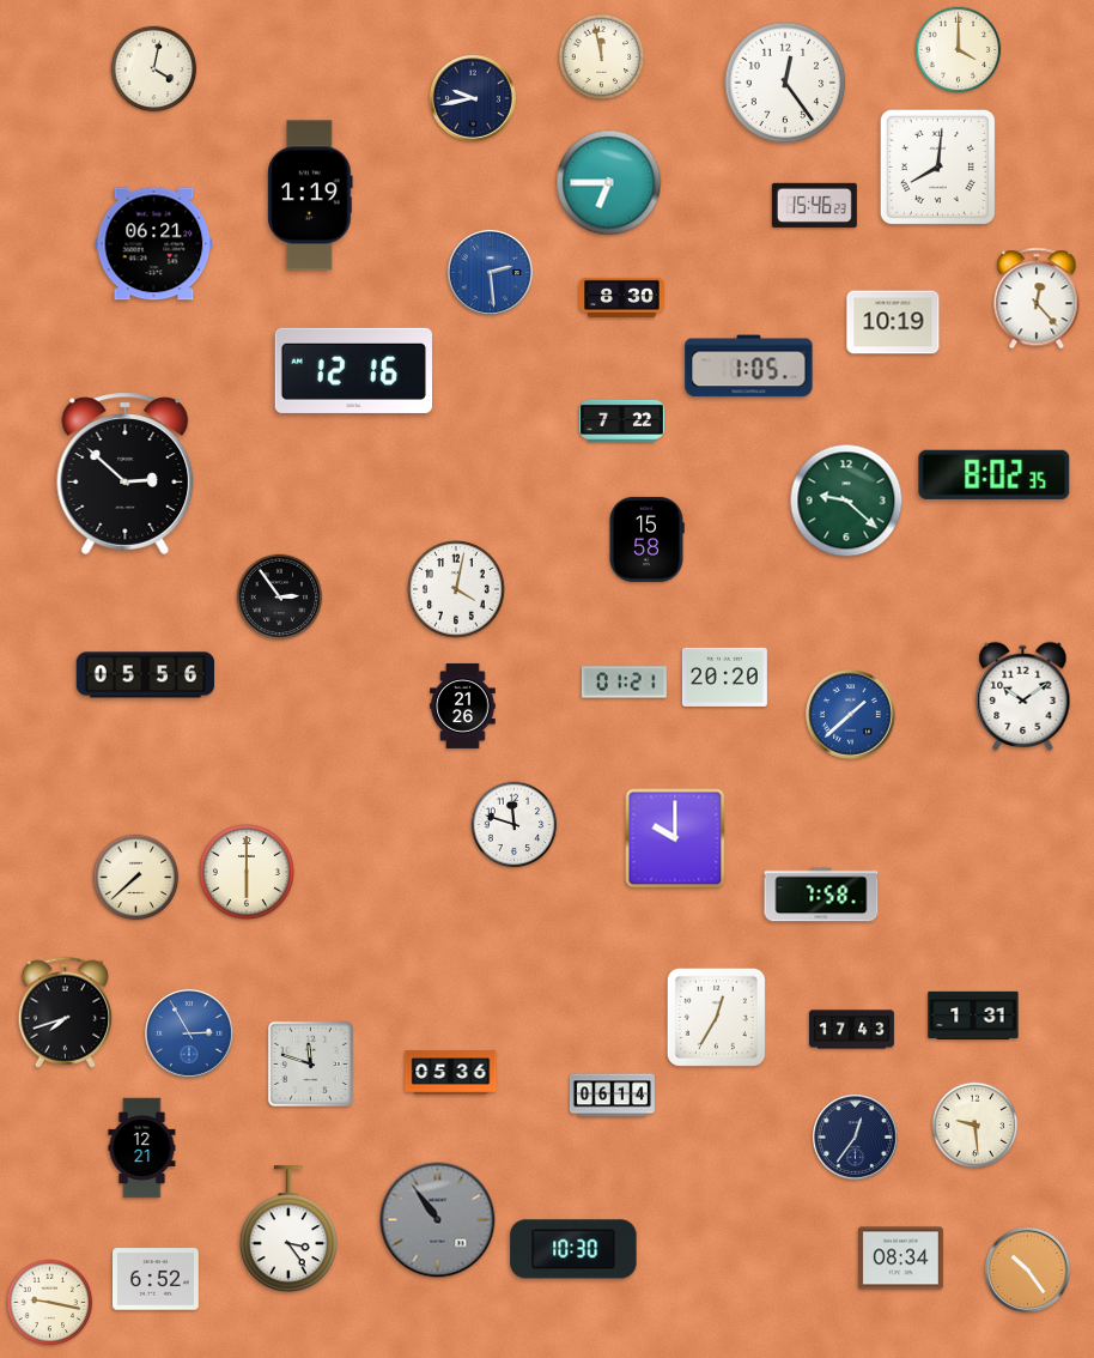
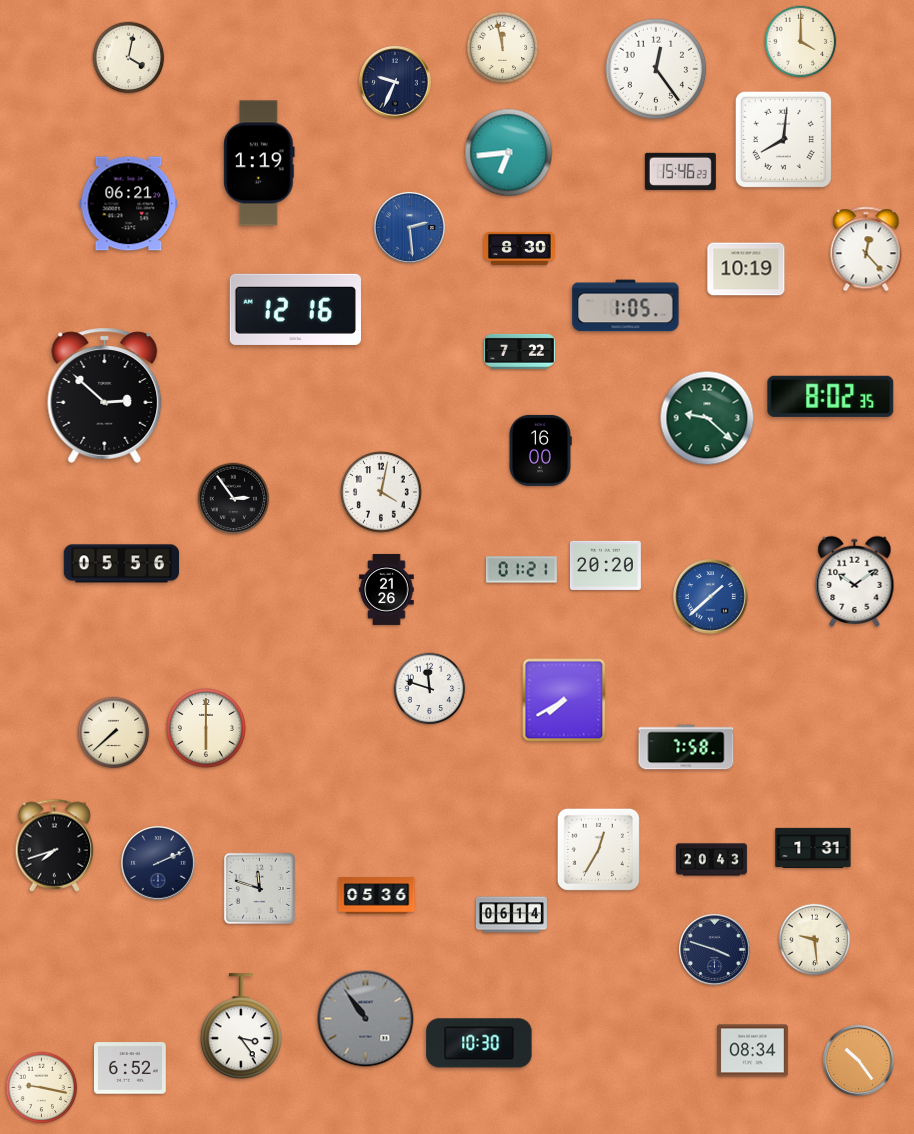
clock at (473, 98): 9:43 -> 9:34
clock at (609, 183): 6:45 -> 6:44
clock at (646, 539): 15:58 -> 16:00
clock at (675, 838): 10:00 -> 7:40
clock at (851, 1030): 17:43 -> 20:43
clock at (190, 1035): 2:55 -> 2:11
clock at (190, 1035) dial: blue -> navy
clock at (855, 1136): 12:36 -> 3:48
clock at (142, 1148): 12:21 -> none
